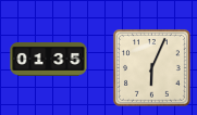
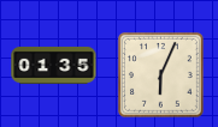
clock at (152, 68) position: (152, 68) -> (161, 75)
